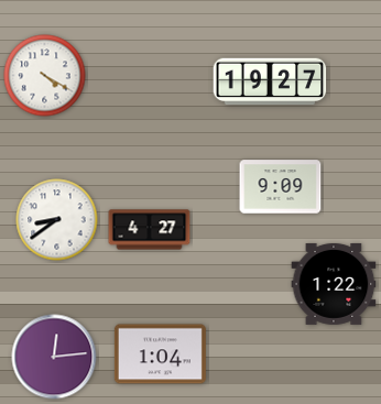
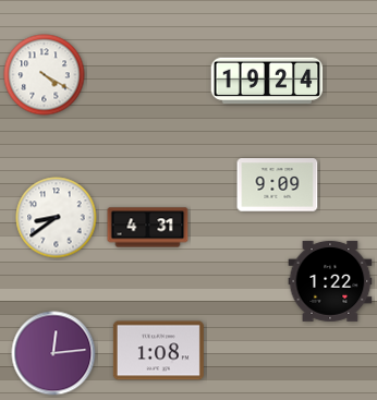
clock at (270, 81): 19:27 -> 19:24
clock at (150, 230): 4:27 -> 4:31
clock at (160, 354): 1:04 -> 1:08
